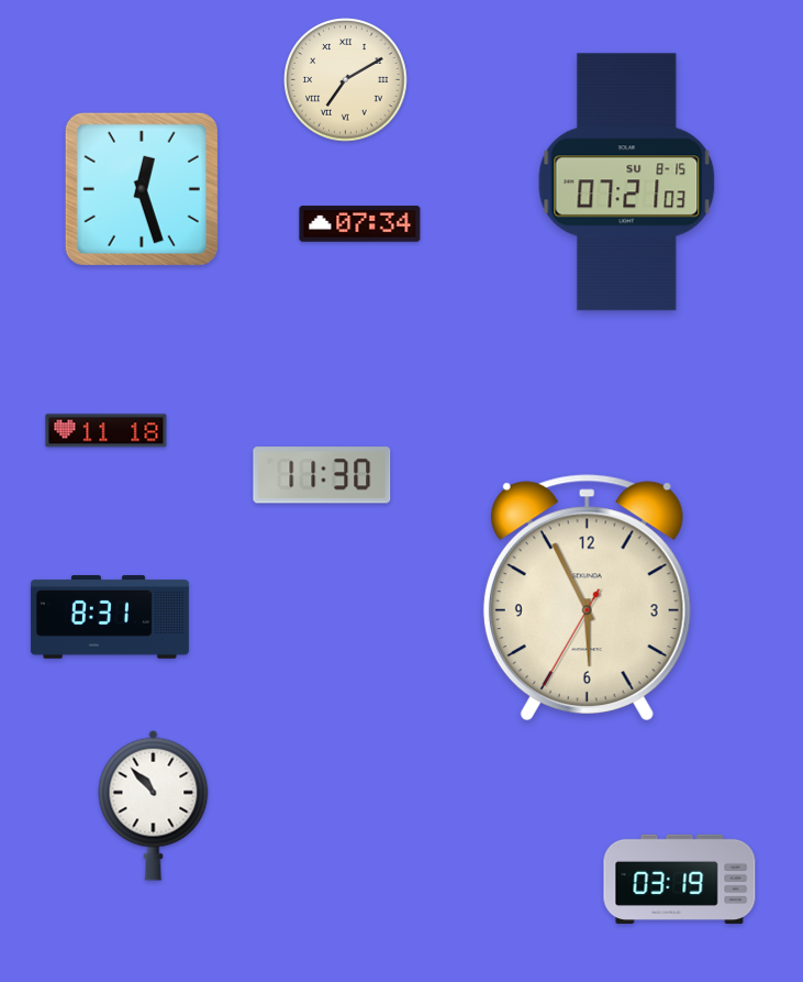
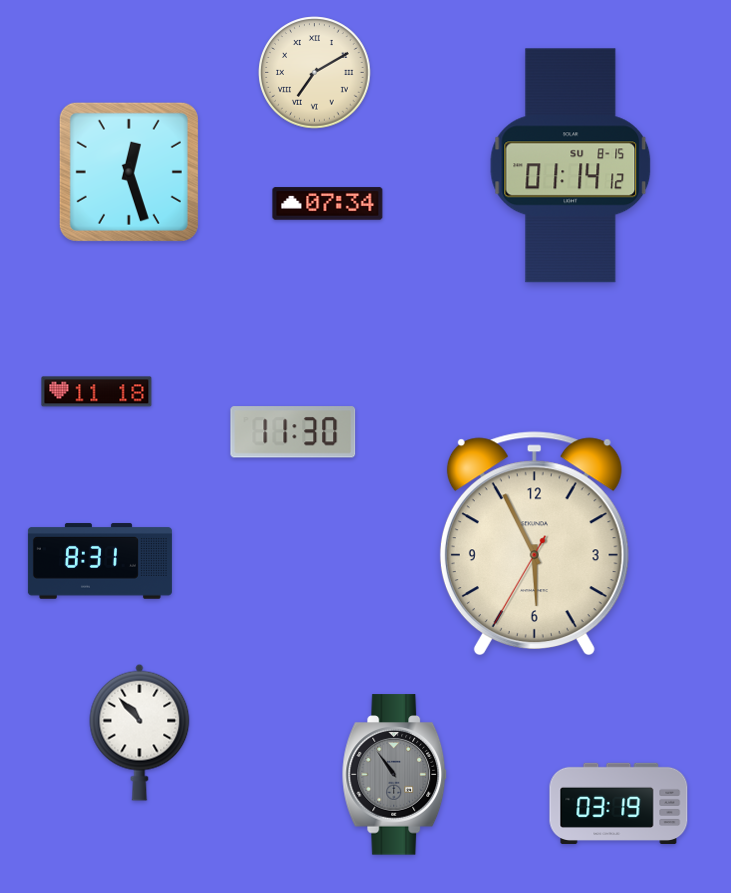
clock at (627, 183): 07:21 -> 01:14
clock at (395, 775): none -> 10:54
clock at (680, 879) position: (680, 879) -> (619, 803)
